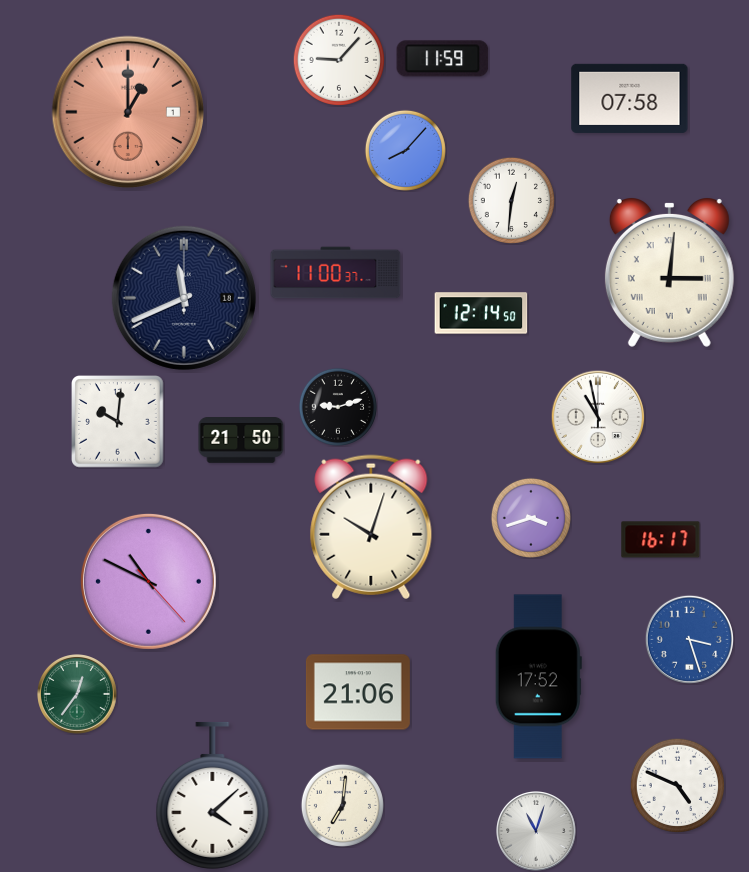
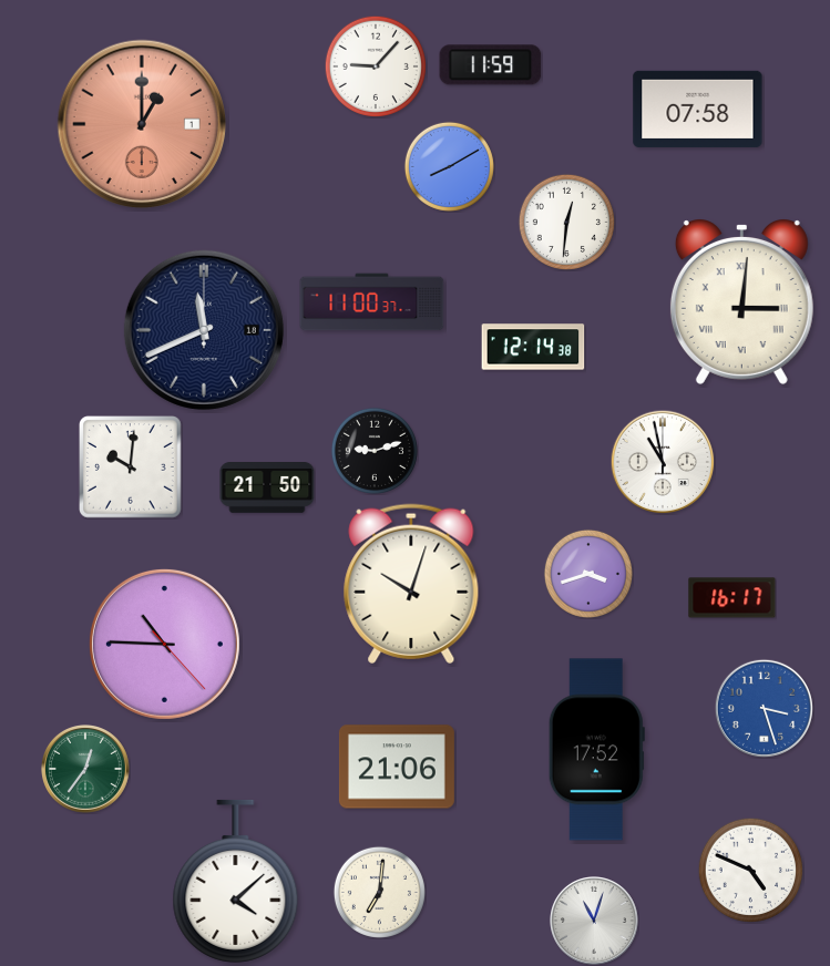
clock at (405, 150): 8:07 -> 8:10
clock at (481, 313): 12:14:50 -> 12:14:38
clock at (148, 581): 10:49 -> 10:45
